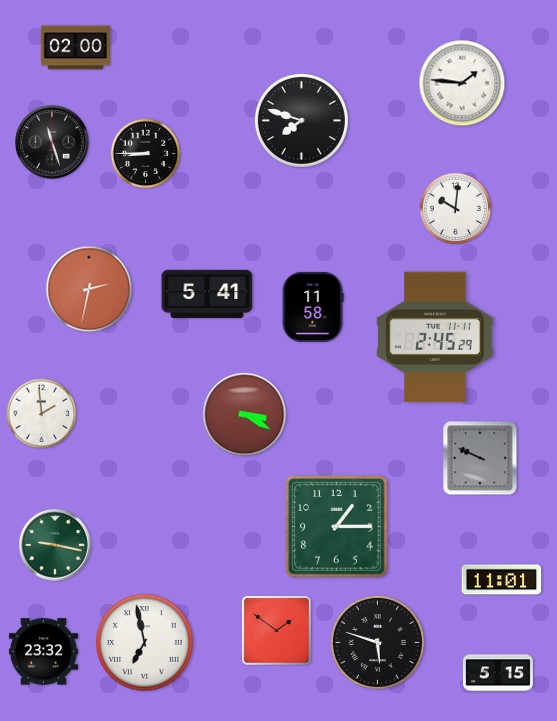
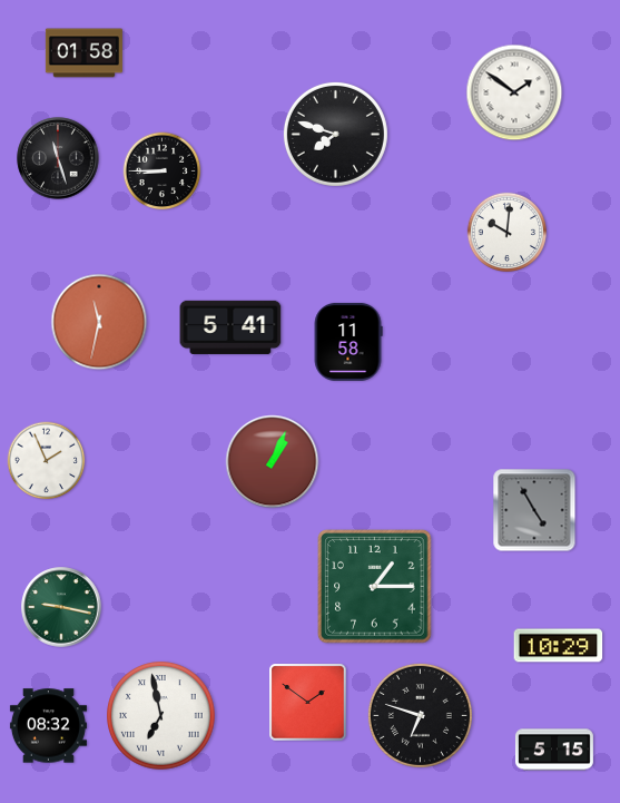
clock at (75, 48): 02:00 -> 01:58
clock at (462, 83): 1:46 -> 1:51
clock at (89, 289): 2:32 -> 11:32
clock at (435, 337): 2:45 -> none
clock at (42, 414): 1:59 -> 1:56
clock at (245, 415): 3:20 -> 1:04
clock at (480, 458): 9:49 -> 4:55
clock at (502, 580): 11:01 -> 10:29
clock at (377, 642): 5:48 -> 6:48
clock at (43, 652): 23:32 -> 08:32
